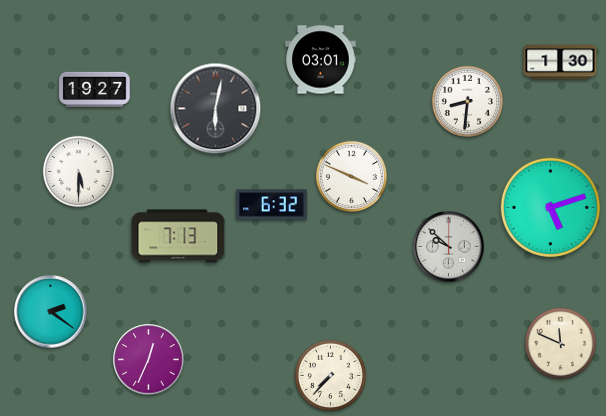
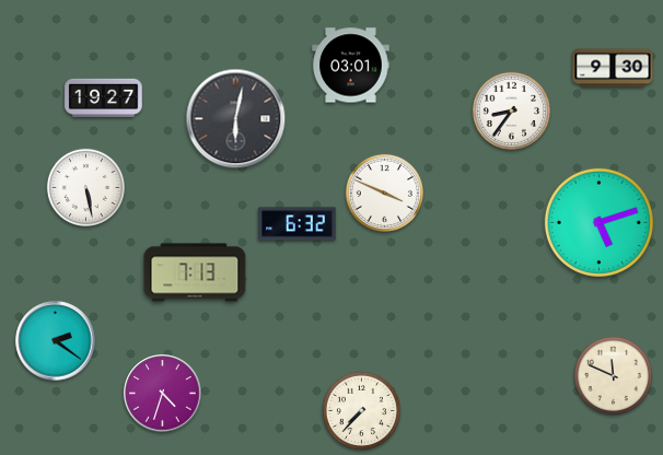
clock at (560, 62): 1:30 -> 9:30
clock at (467, 101): 8:31 -> 8:36
clock at (78, 171): 5:30 -> 5:28
clock at (550, 207) position: (550, 207) -> (598, 222)
clock at (178, 236) position: (178, 236) -> (195, 272)
clock at (449, 247): 9:52 -> none
clock at (149, 360): 12:34 -> 4:33
